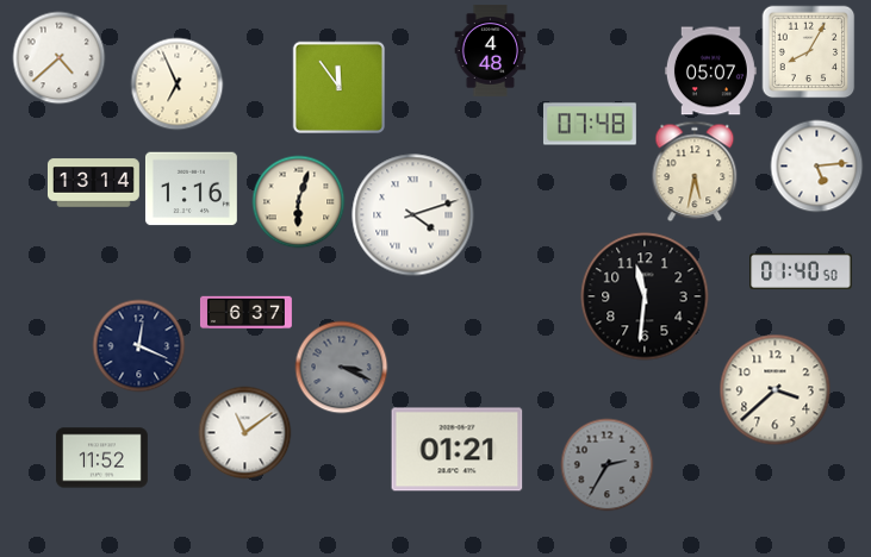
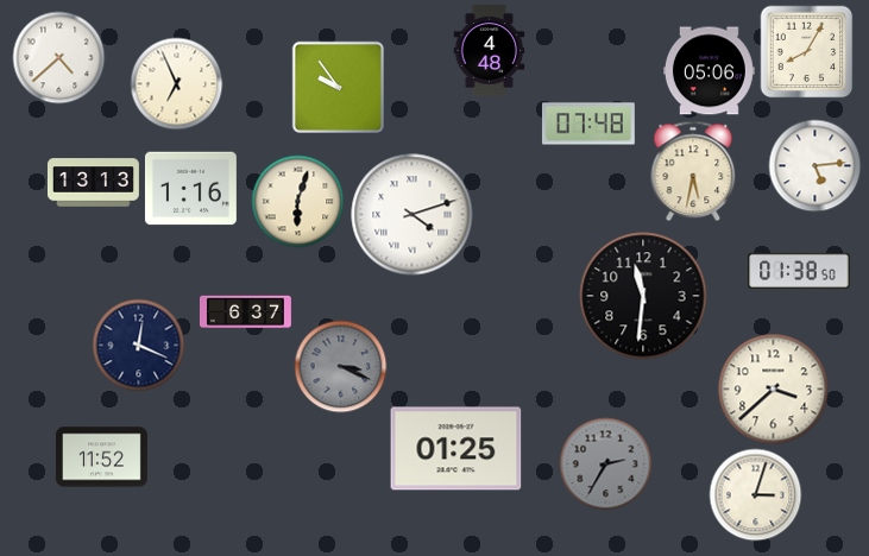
clock at (710, 71): 05:07 -> 05:06
clock at (338, 87): 11:54 -> 9:54
clock at (93, 183): 13:14 -> 13:13
clock at (801, 271): 01:40 -> 01:38
clock at (244, 432): 11:09 -> none
clock at (458, 450): 01:21 -> 01:25
clock at (755, 494): none -> 3:03
